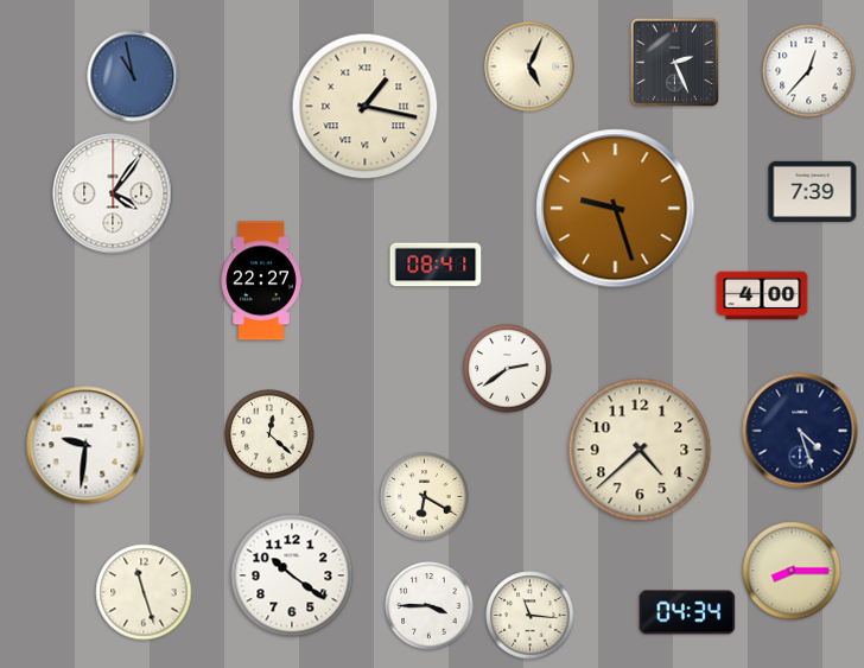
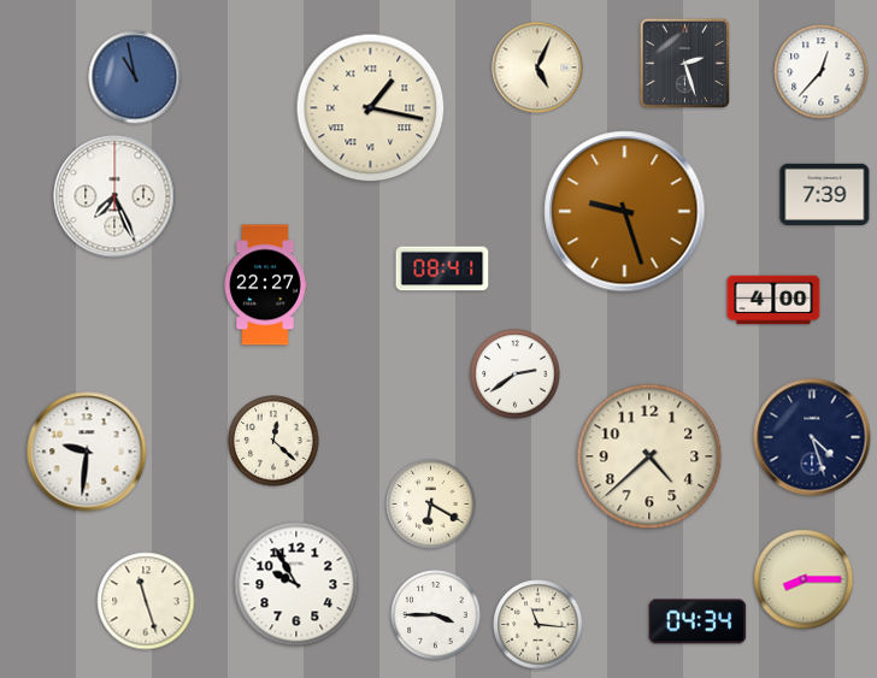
clock at (674, 62): 2:26 -> 2:27
clock at (113, 193): 4:06 -> 7:26
clock at (292, 575): 10:21 -> 9:55
